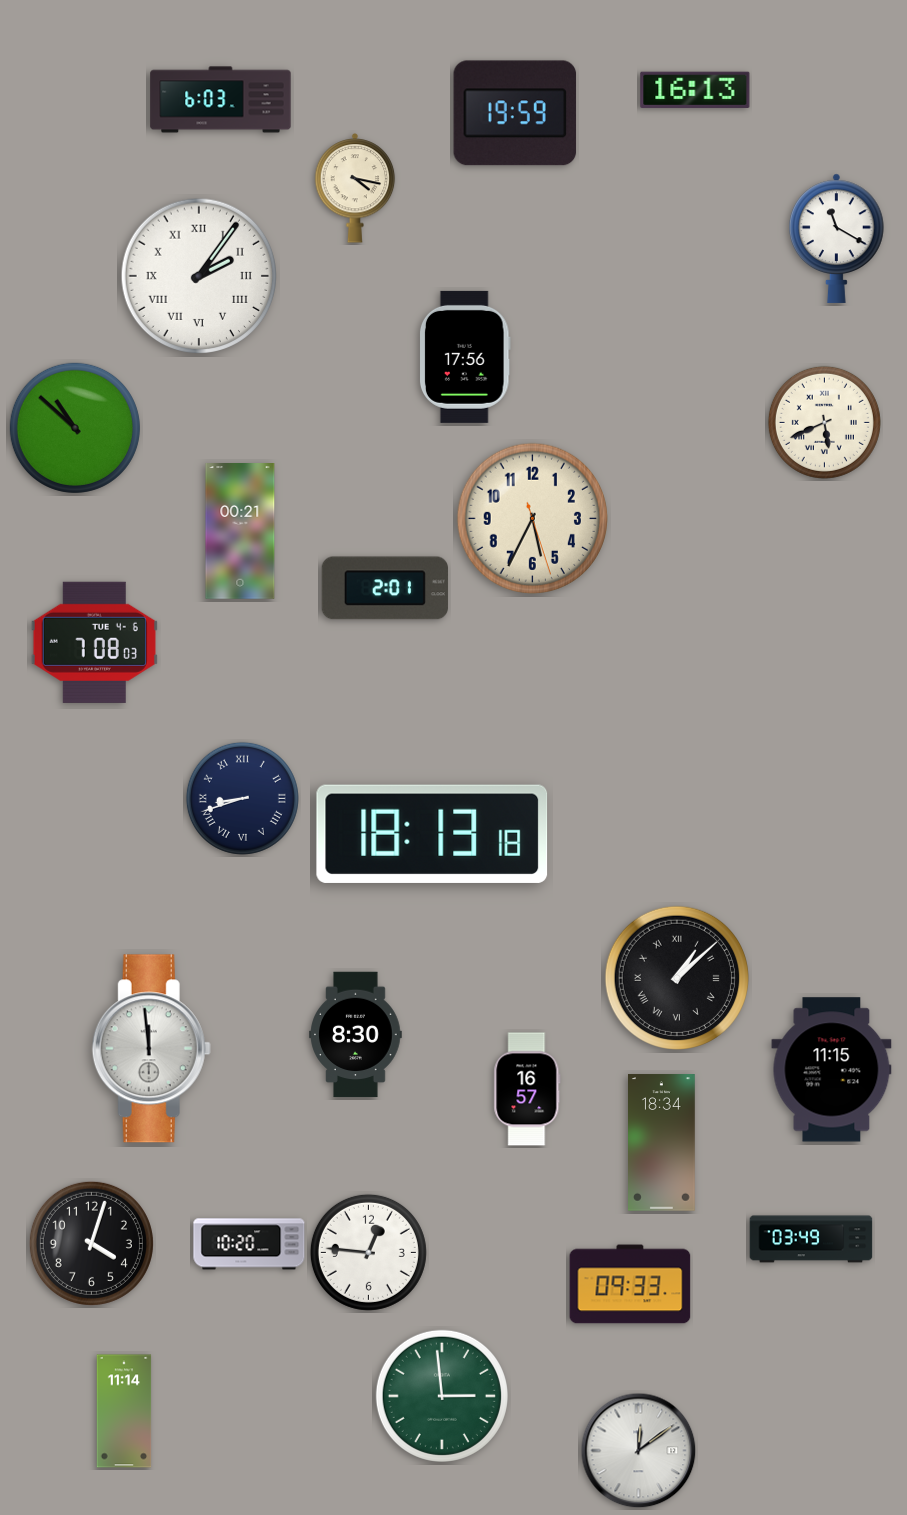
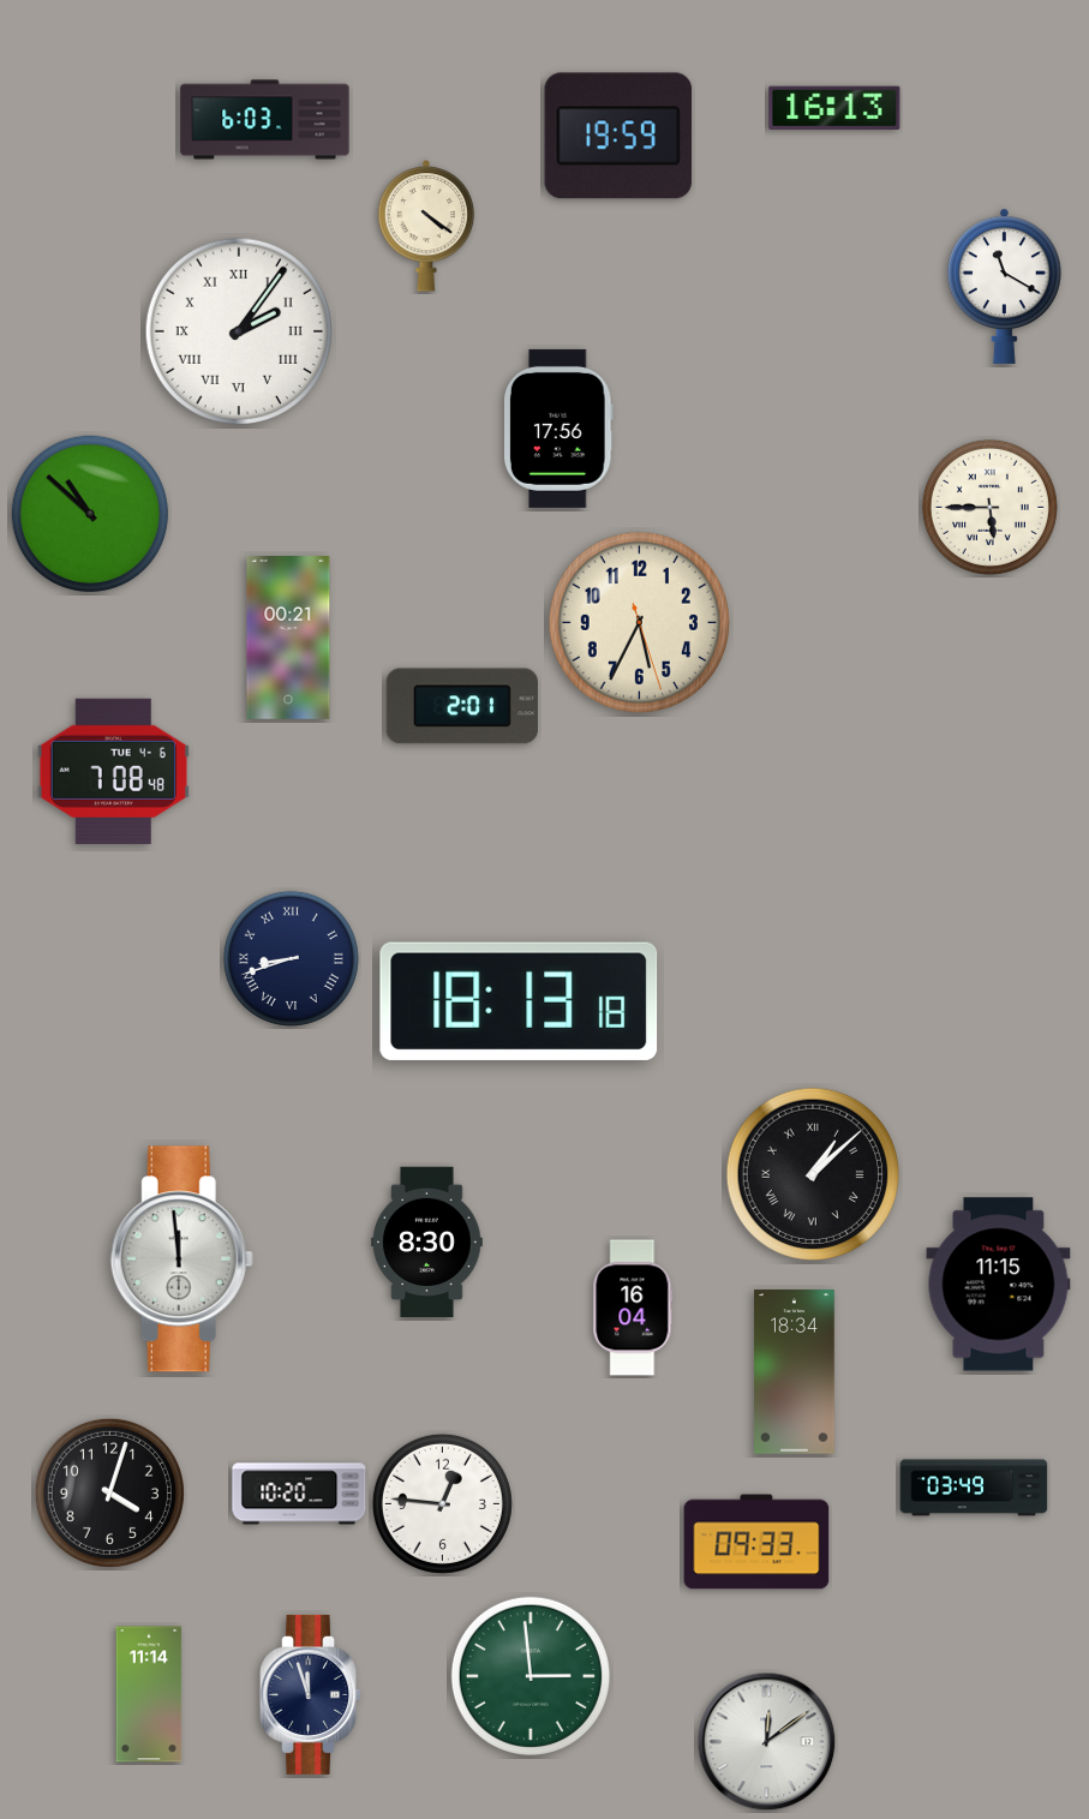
clock at (355, 188): 4:17 -> 4:21
clock at (824, 422): 5:41 -> 5:45
clock at (94, 642): 7:08:03 -> 7:08:48
clock at (527, 1089): 16:57 -> 16:04
clock at (311, 1694): none -> 11:57
